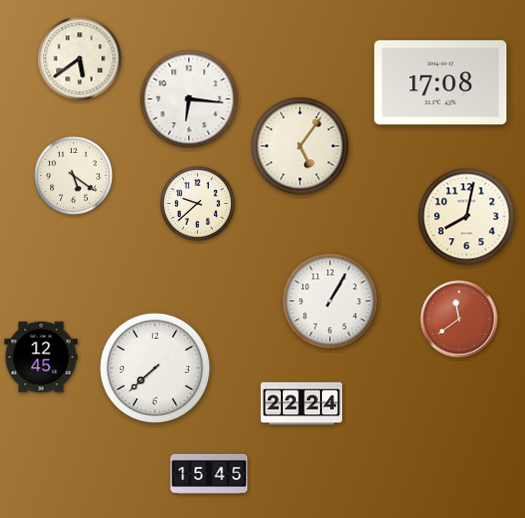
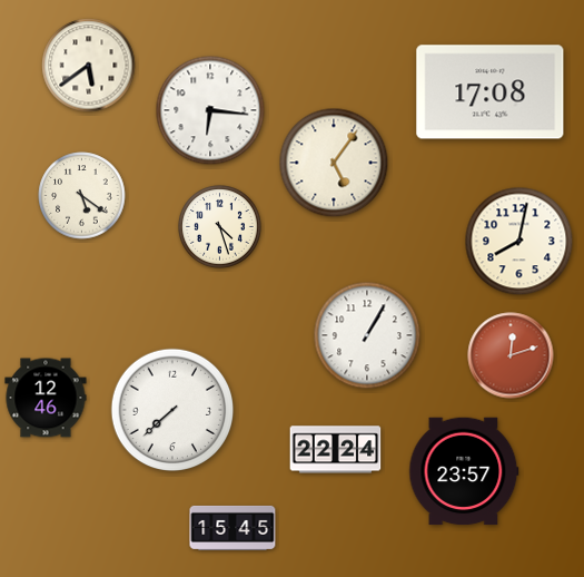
clock at (198, 204): 9:38 -> 4:27
clock at (459, 319): 11:39 -> 12:12
clock at (41, 357): 12:45 -> 12:46
clock at (464, 471): none -> 23:57
